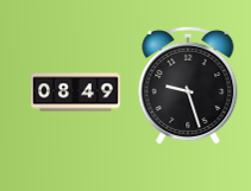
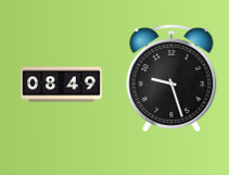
clock at (76, 93) position: (76, 93) -> (62, 85)
